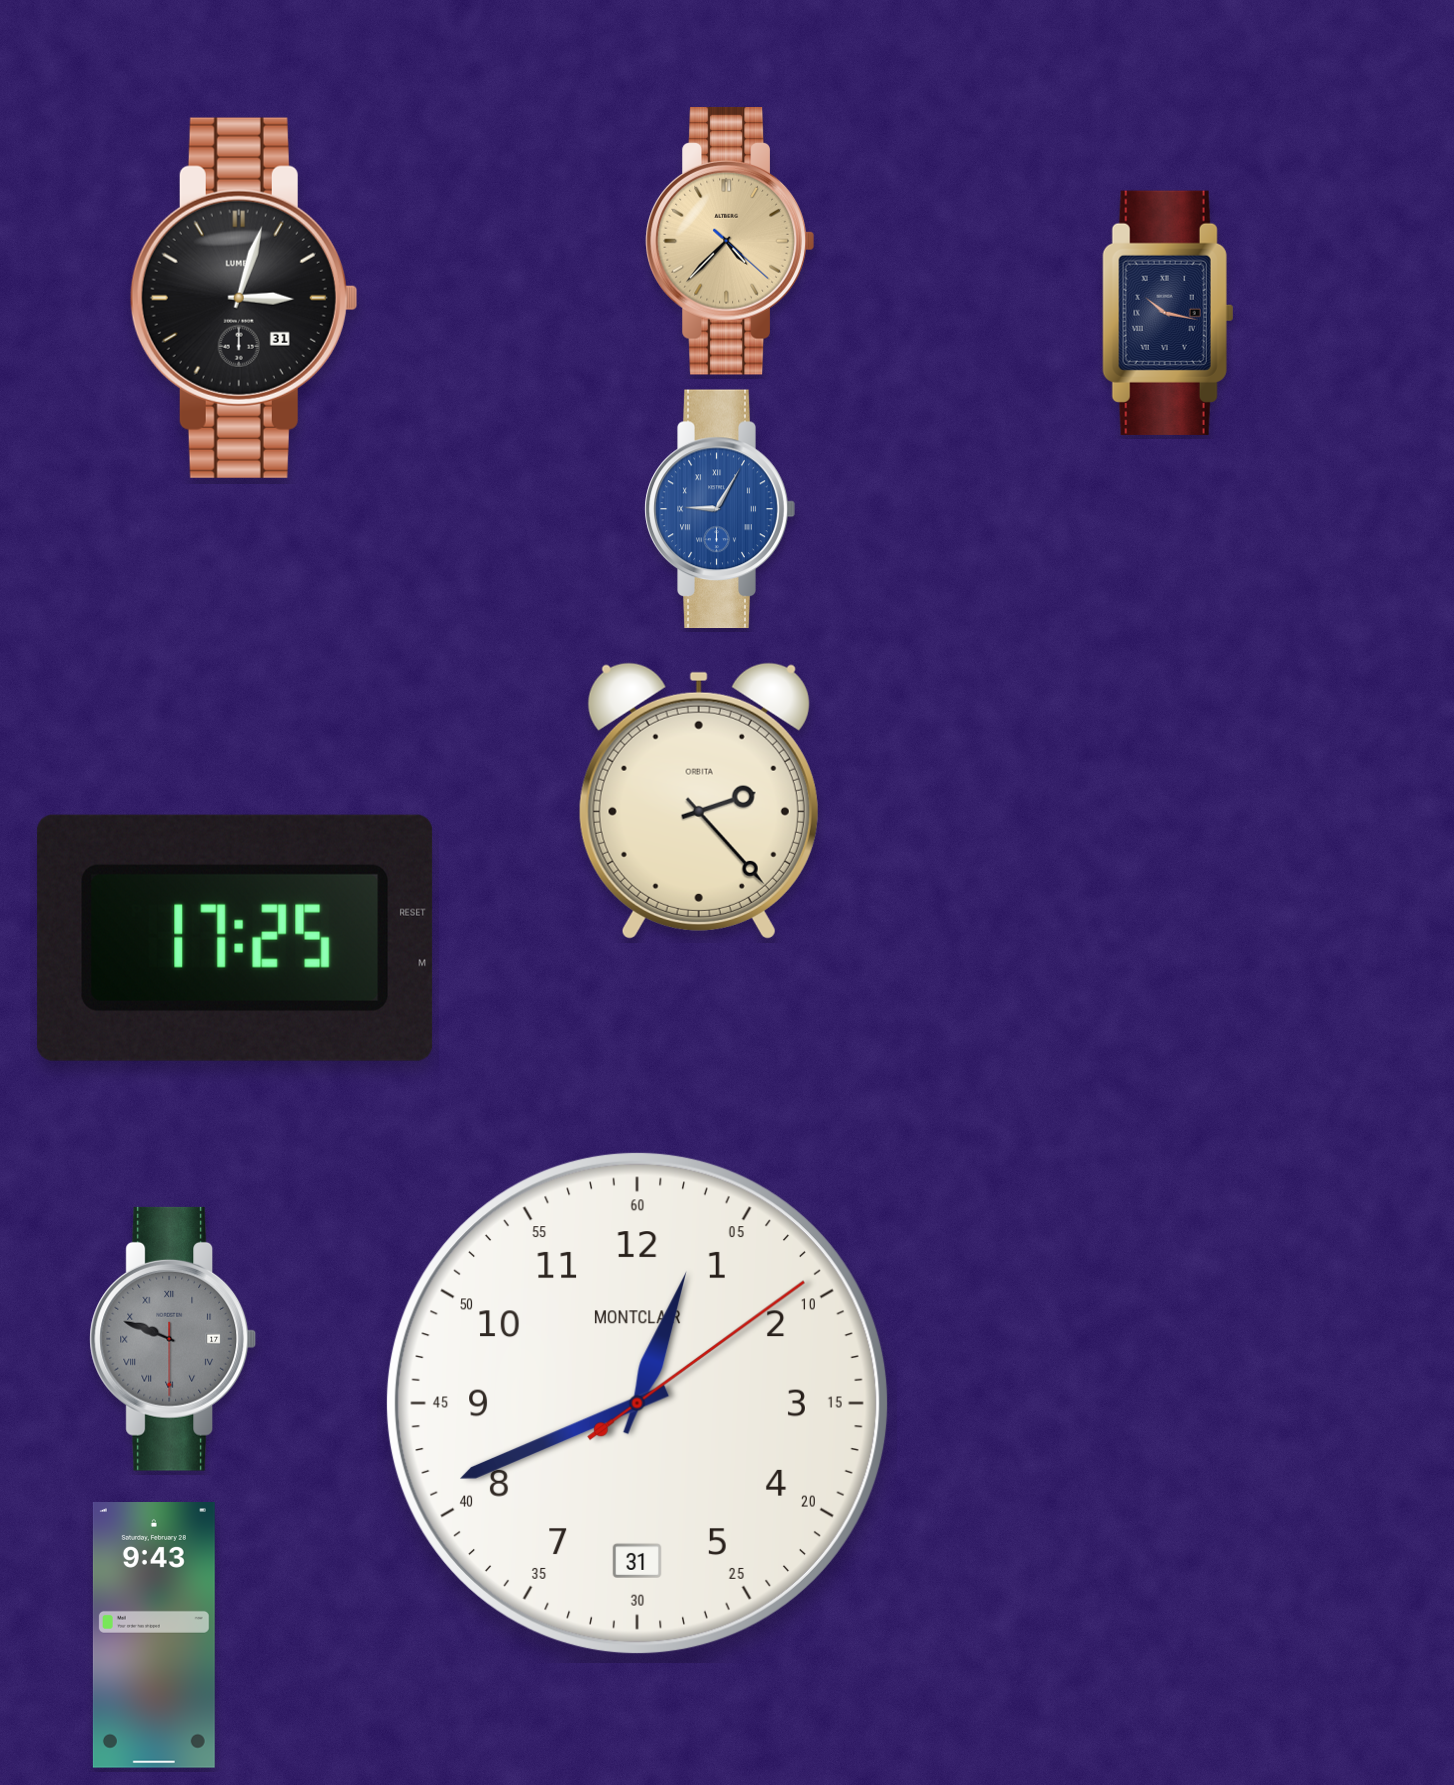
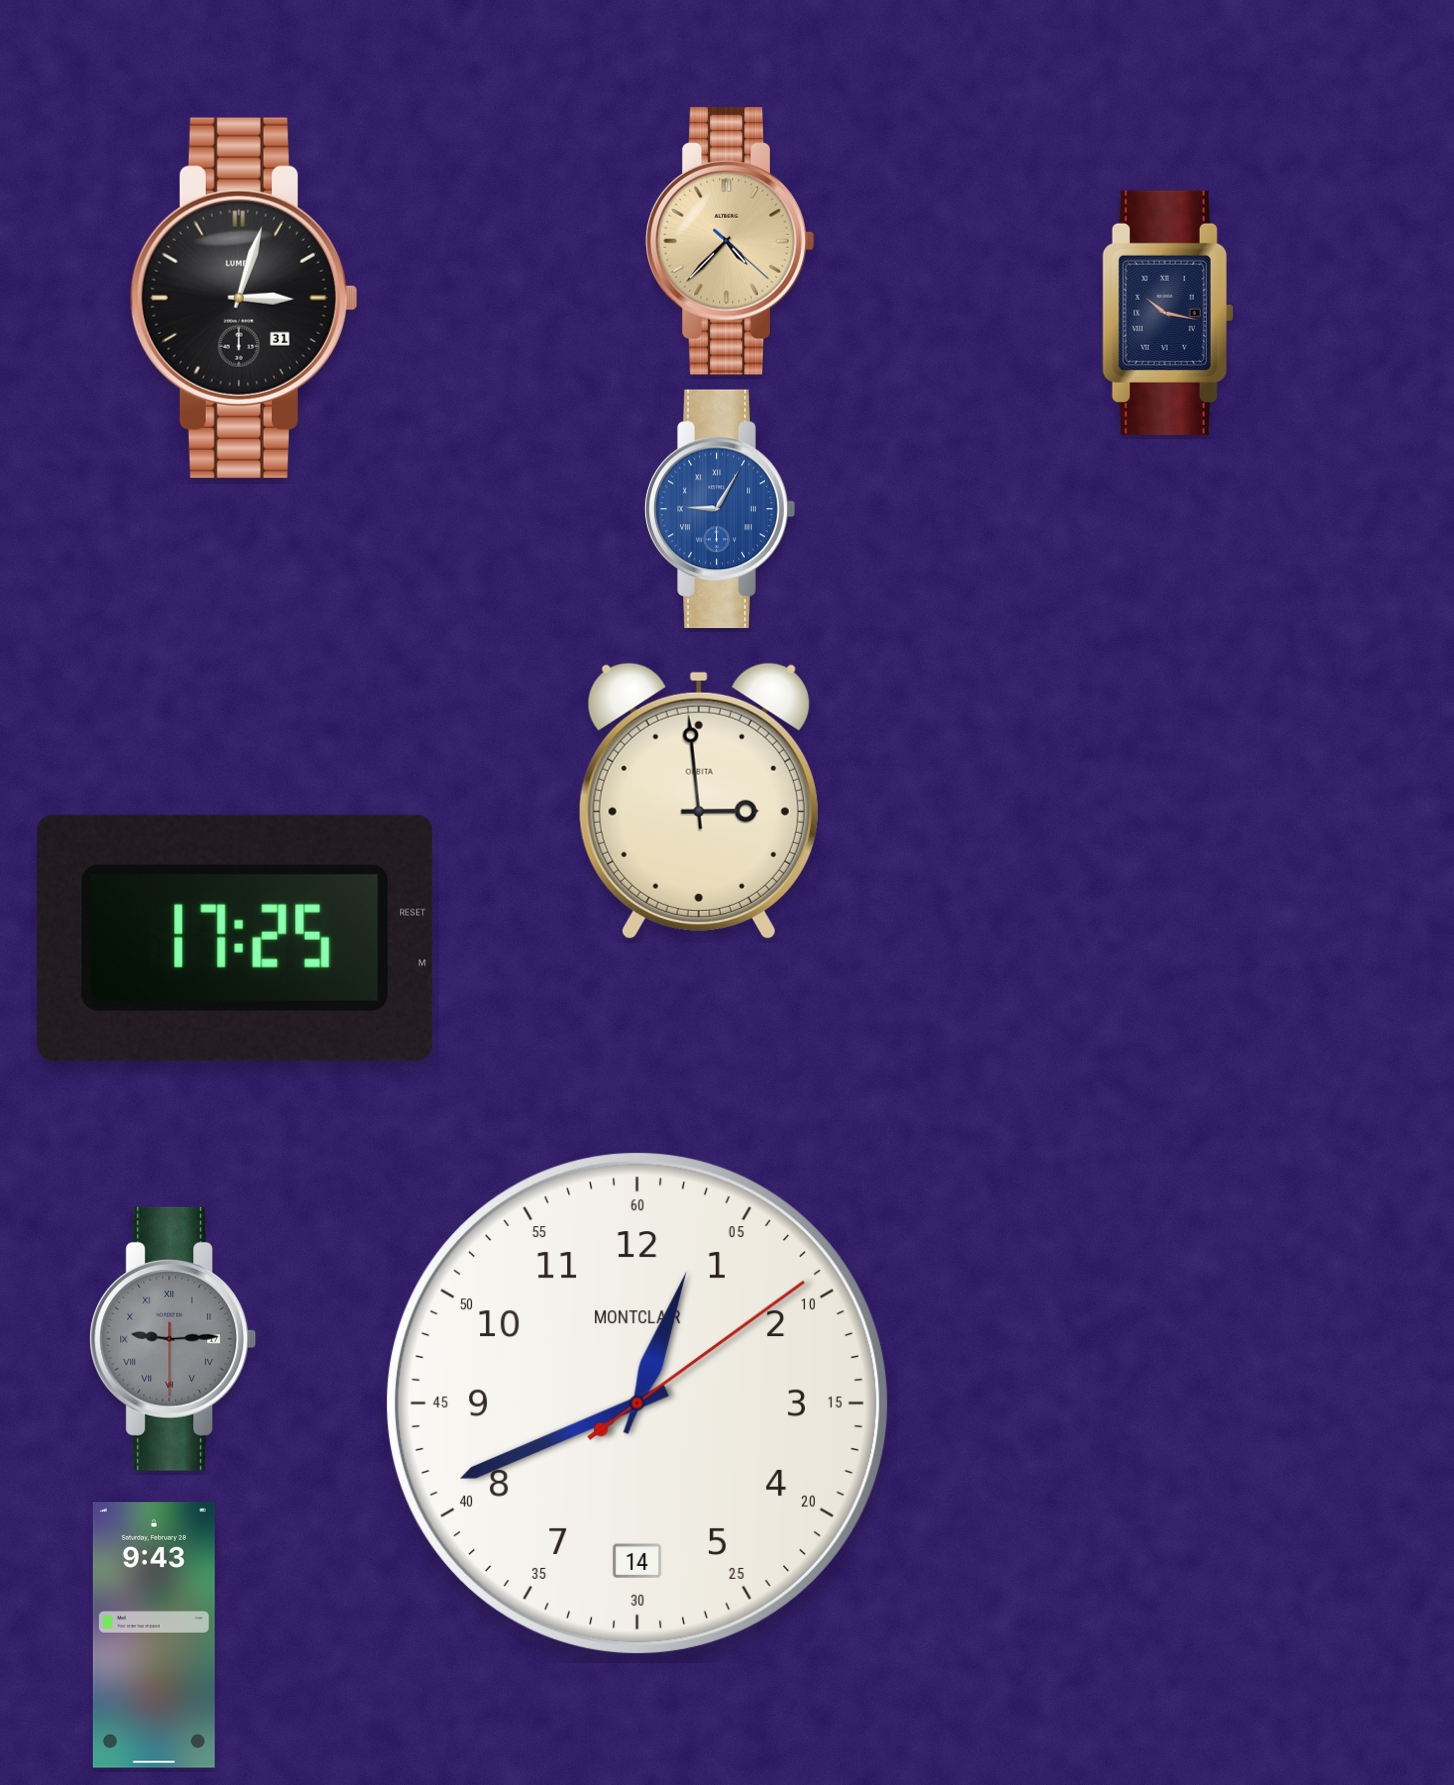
clock at (699, 801): 2:23 -> 2:59
clock at (173, 1339): 9:48 -> 9:14
clock at (637, 1403) date: 31 -> 14
